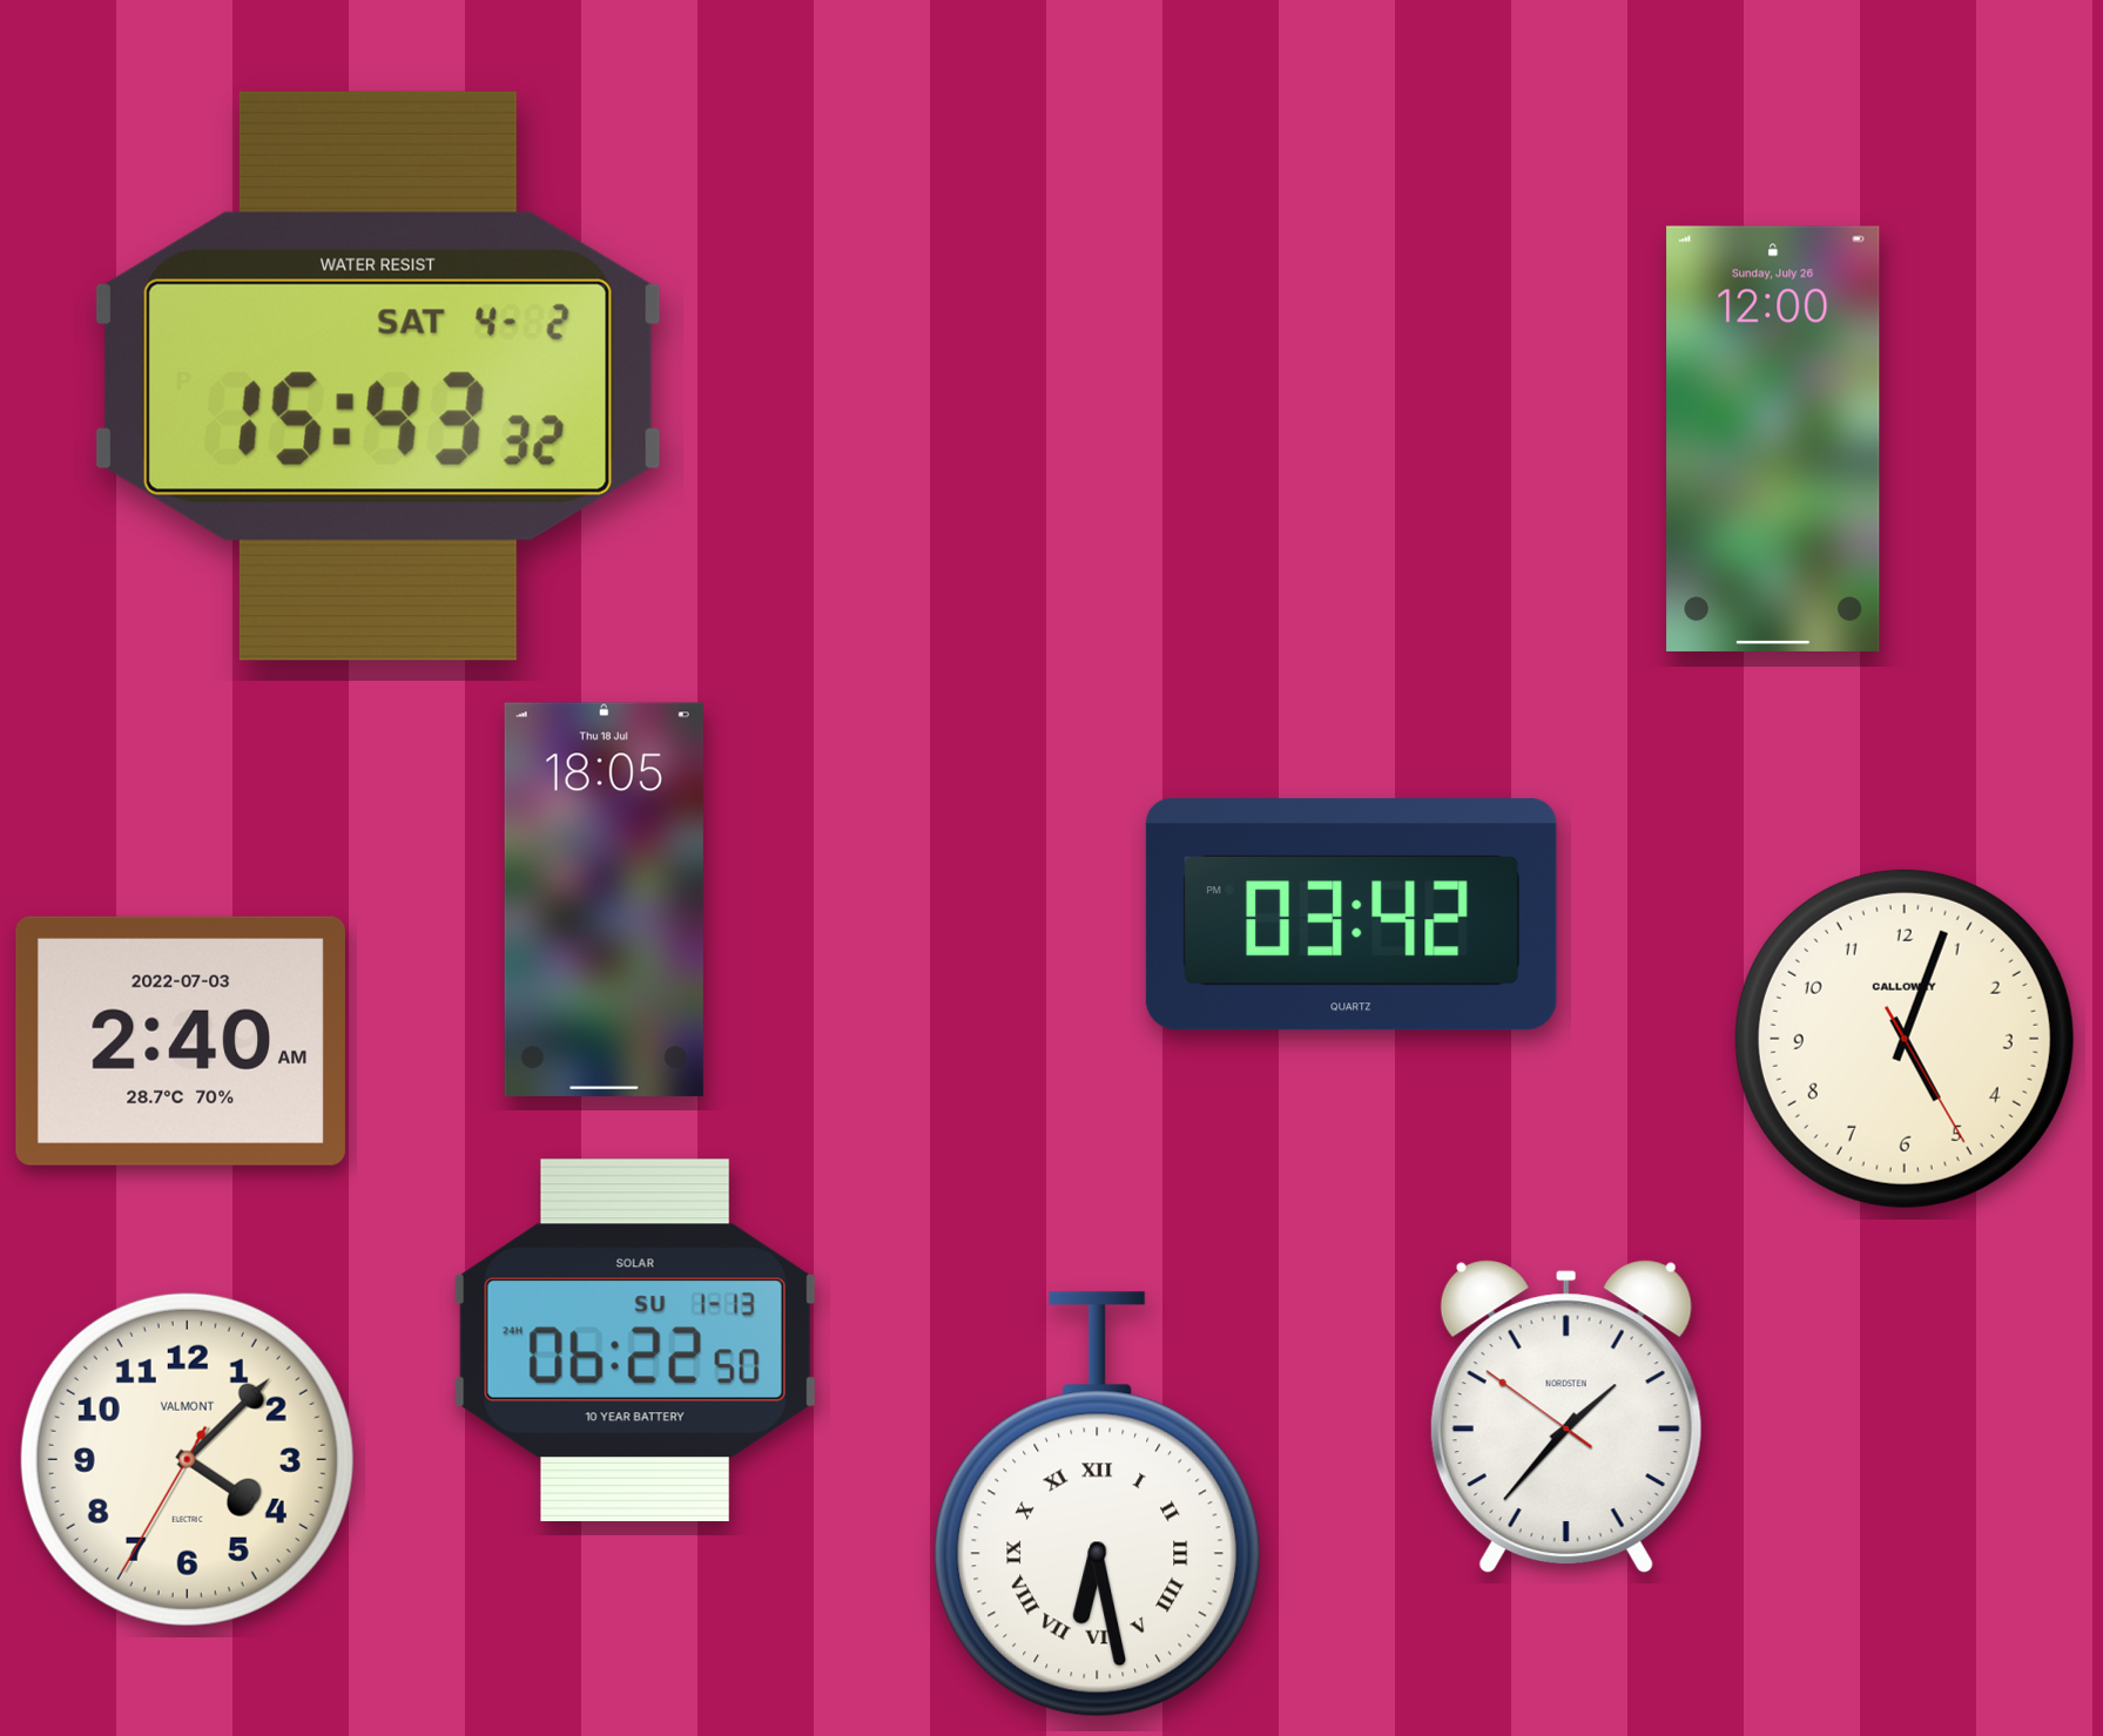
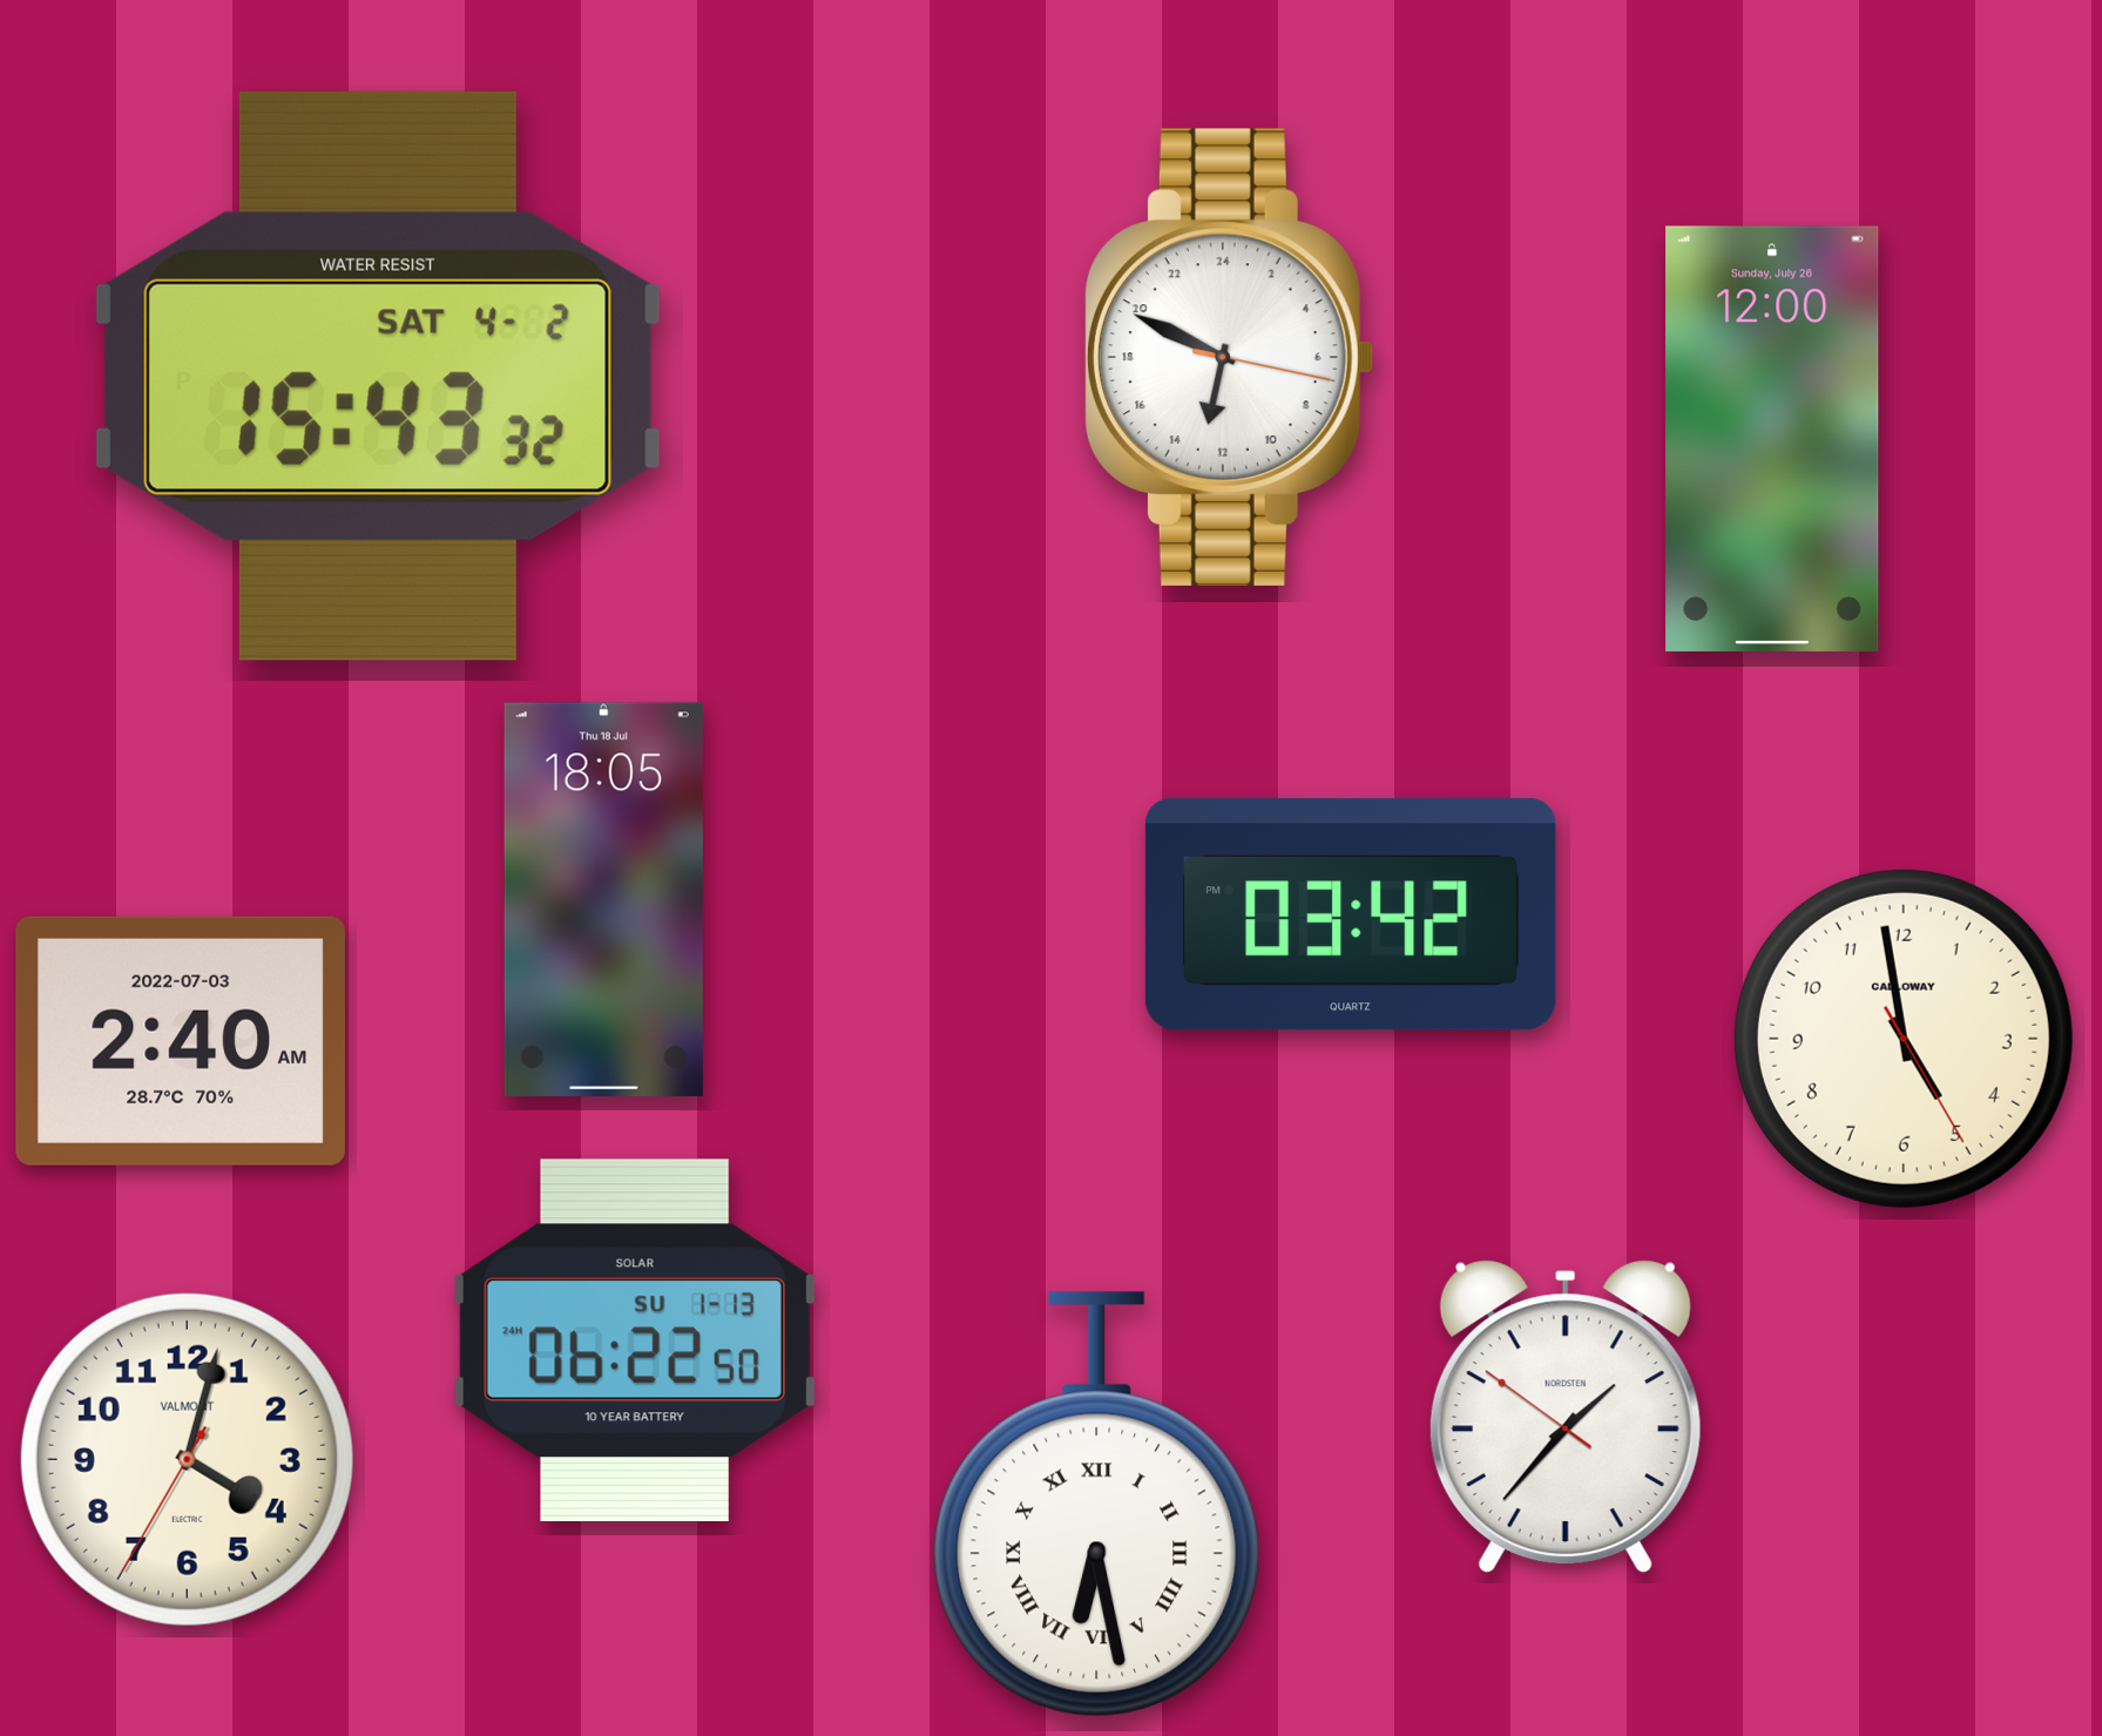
clock at (1229, 357): none -> 12:49
clock at (1905, 1039): 5:03 -> 4:58
clock at (187, 1459): 4:07 -> 4:02
